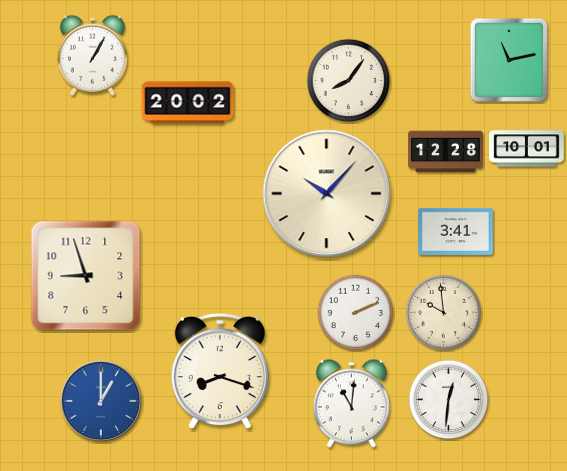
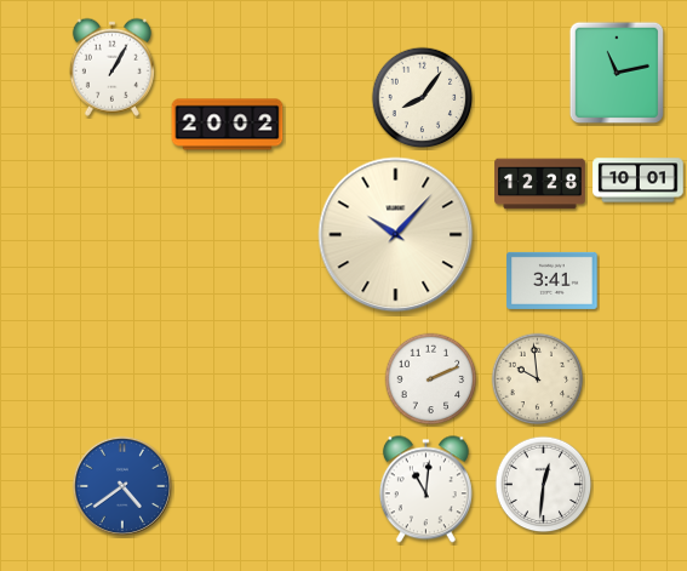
clock at (86, 276): 8:57 -> none
clock at (220, 371): 8:18 -> none
clock at (101, 401): 1:00 -> 4:39
